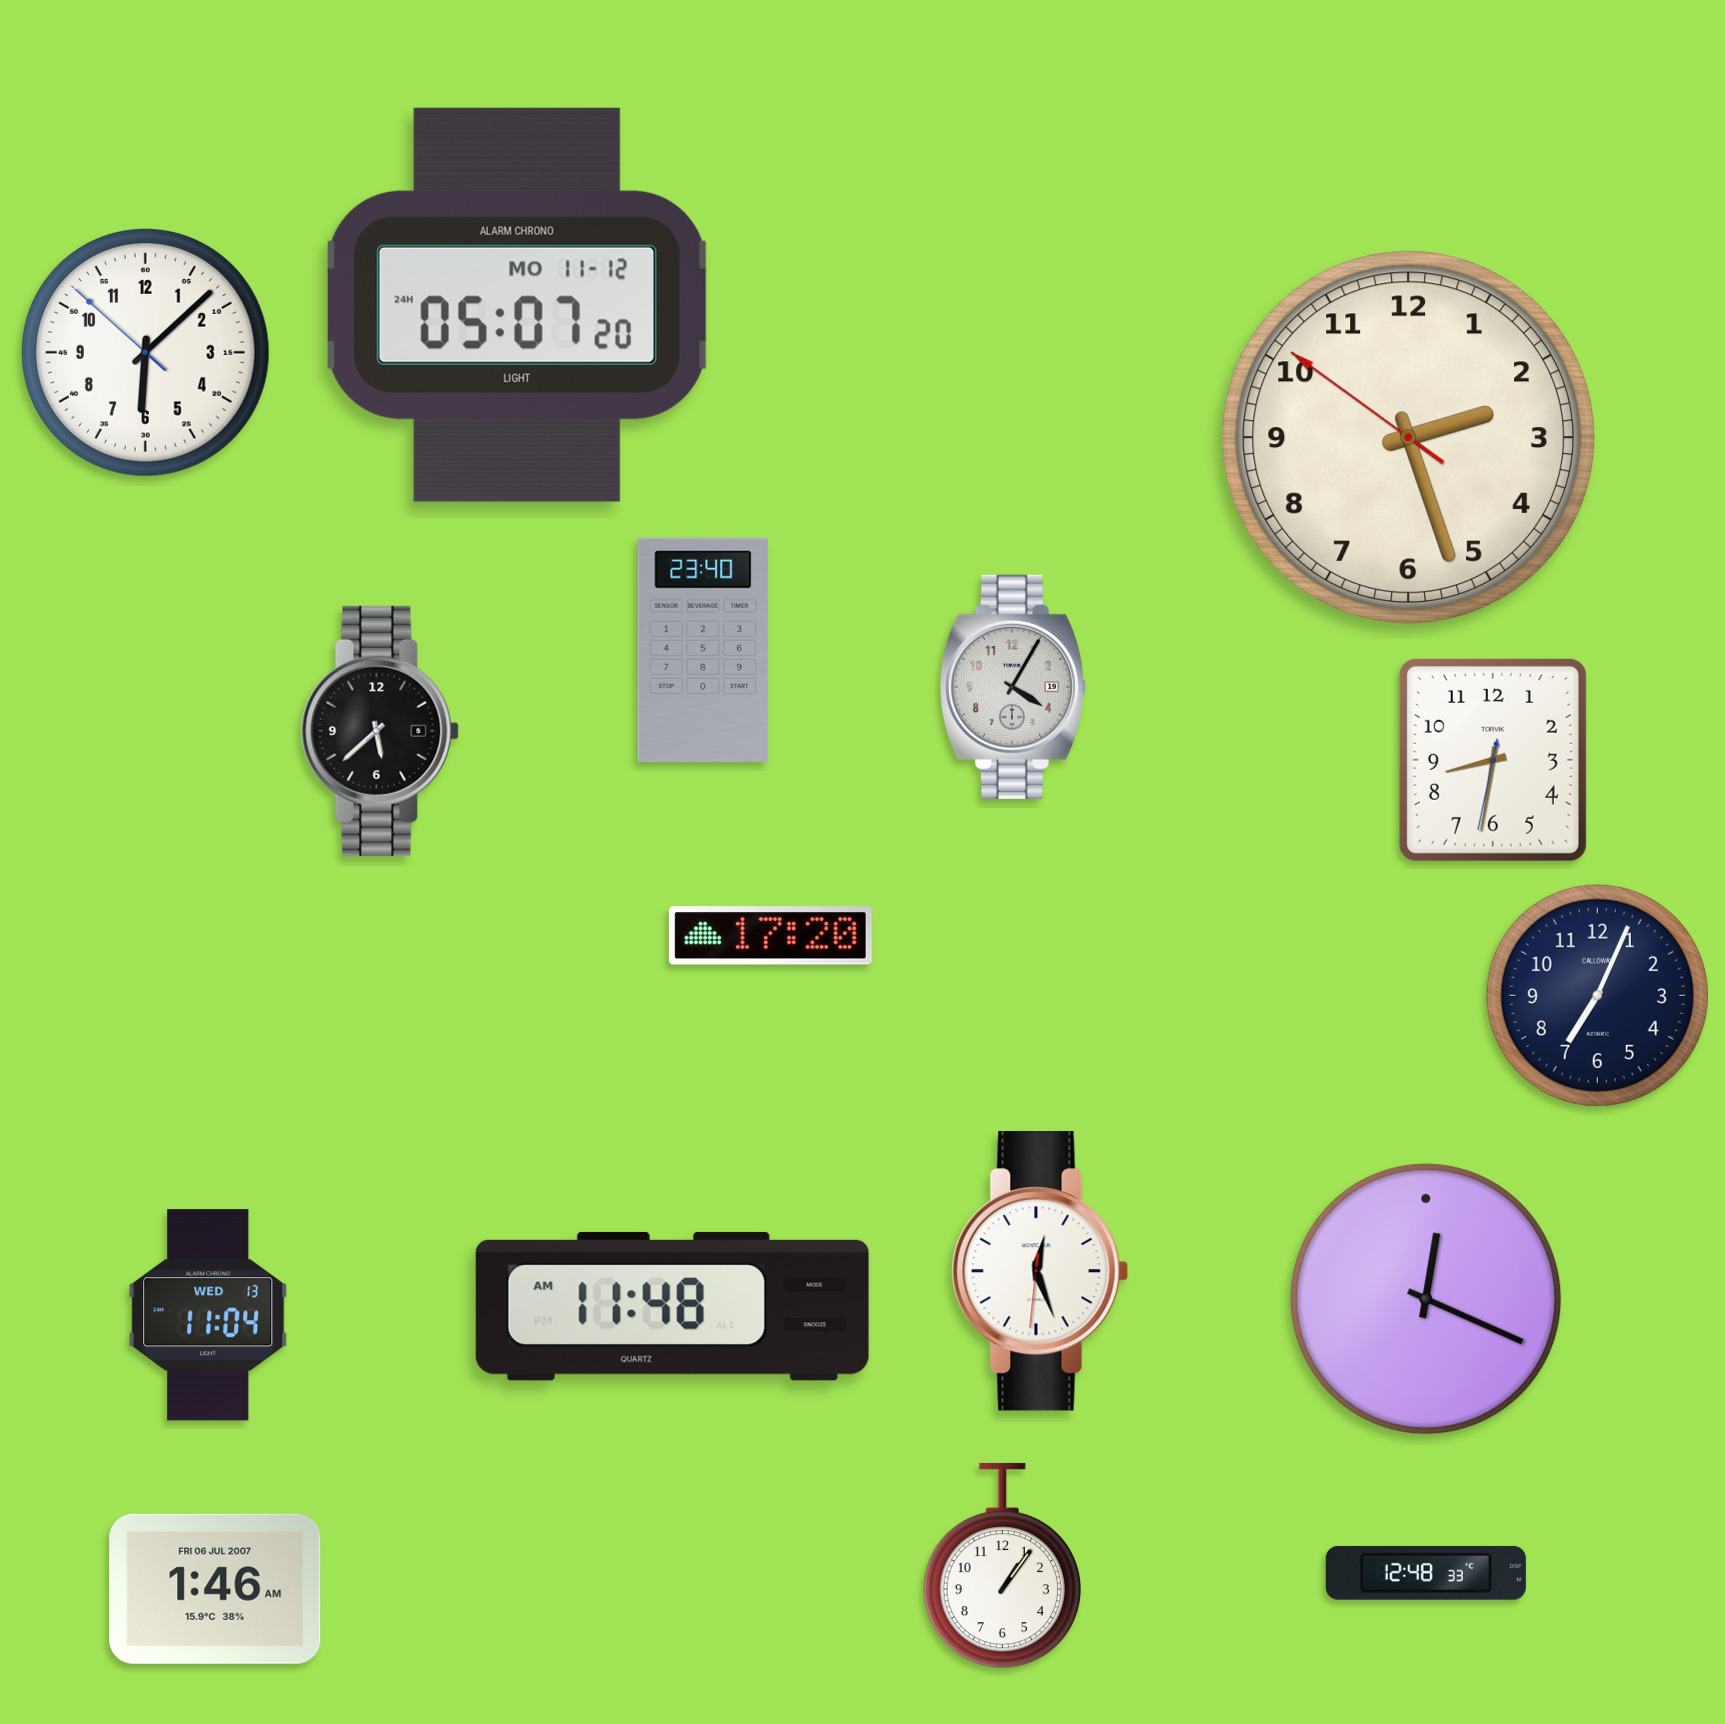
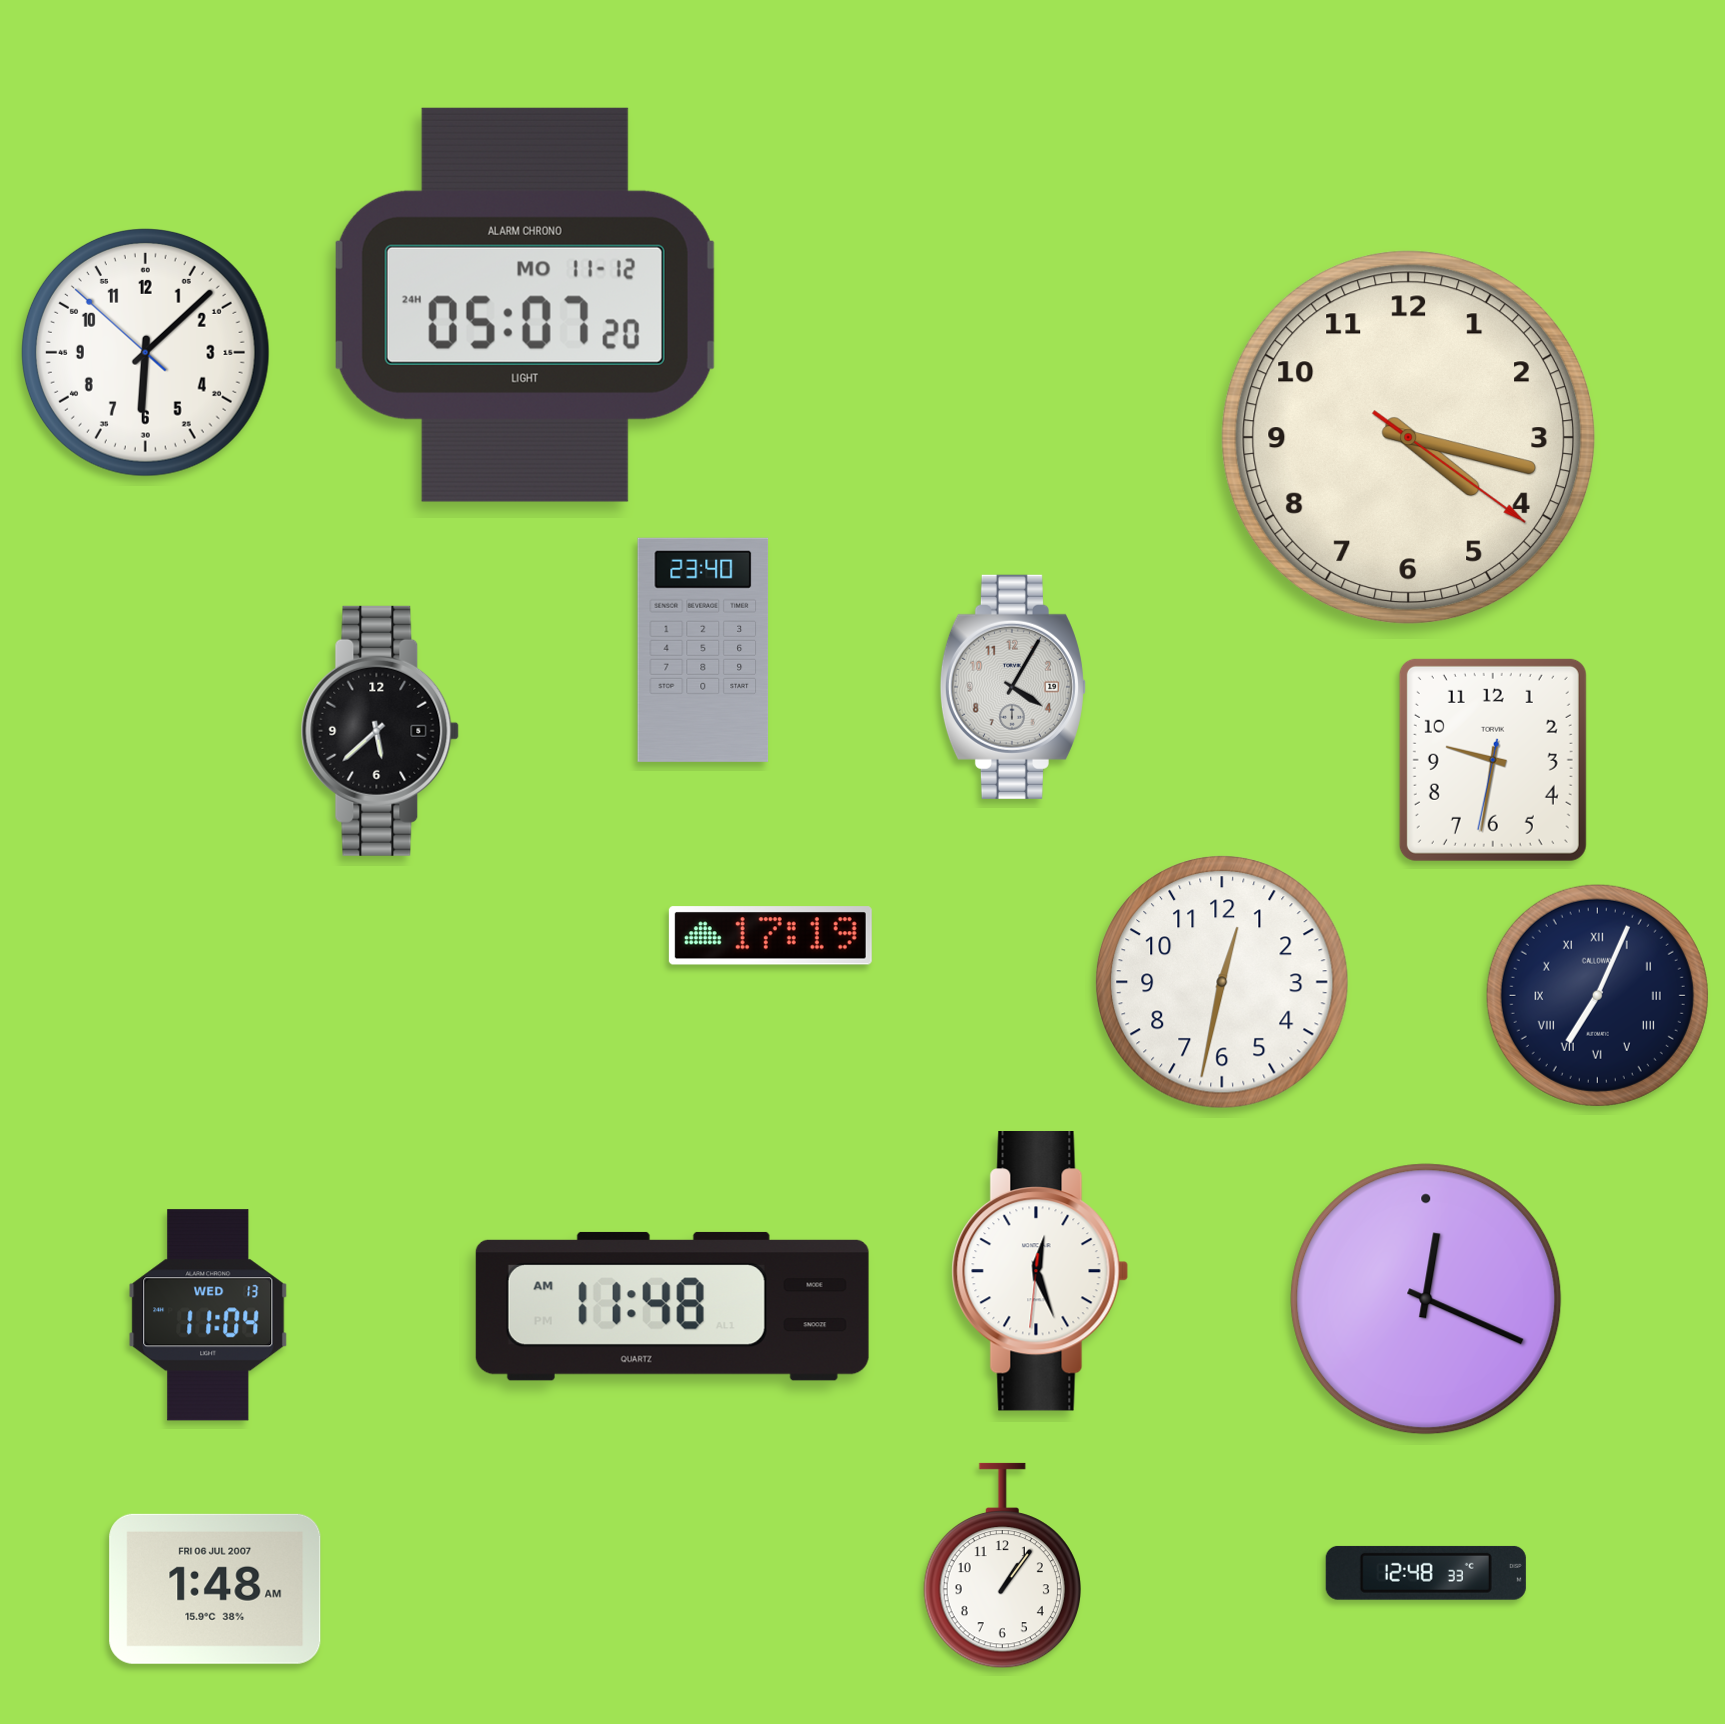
clock at (517, 305) position: (517, 305) -> (525, 305)
clock at (1408, 437): 2:26 -> 4:17
clock at (1493, 760): 8:31 -> 9:31
clock at (770, 936): 17:20 -> 17:19
clock at (1222, 982): none -> 12:32
clock at (1597, 995) numerals: Arabic -> Roman
clock at (215, 1589): 1:46 -> 1:48
